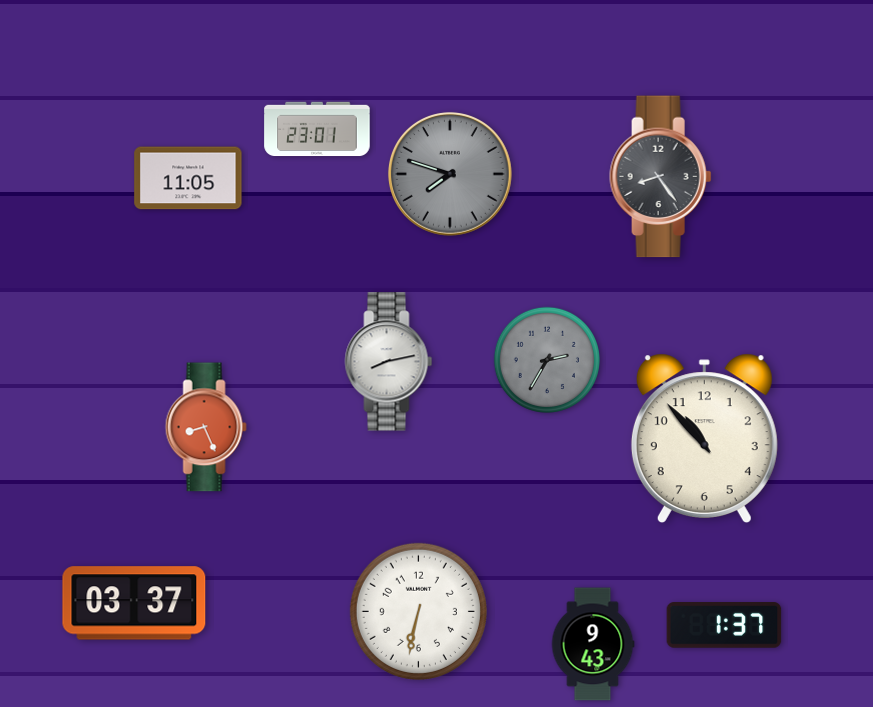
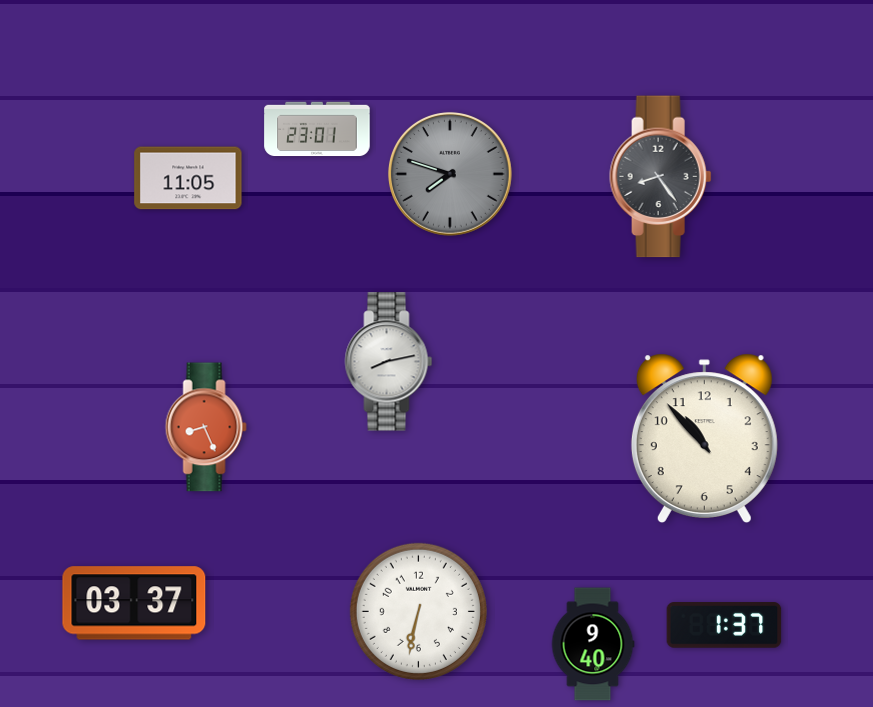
clock at (547, 360): 2:35 -> none
clock at (593, 644): 9:43 -> 9:40
